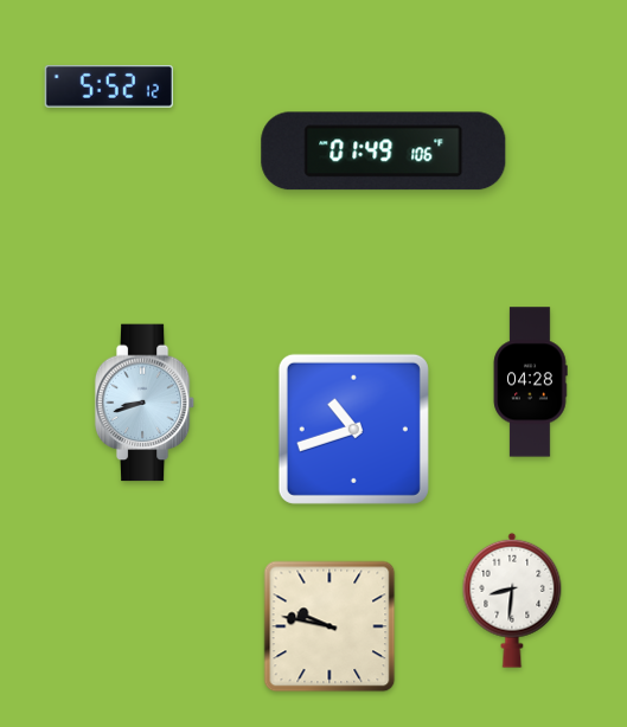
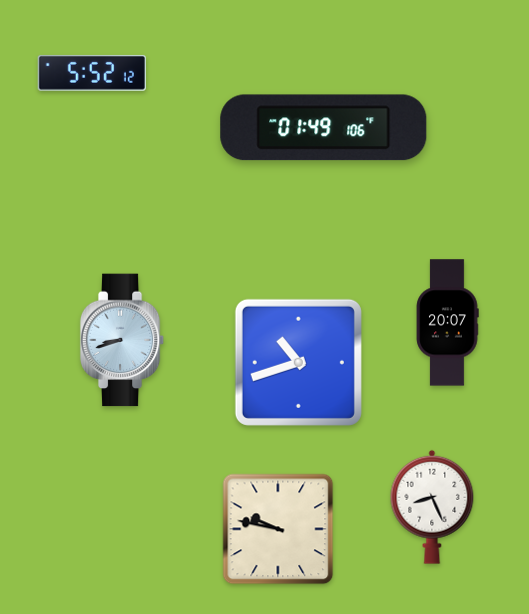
clock at (530, 382): 04:28 -> 20:07
clock at (512, 600): 8:31 -> 8:26
